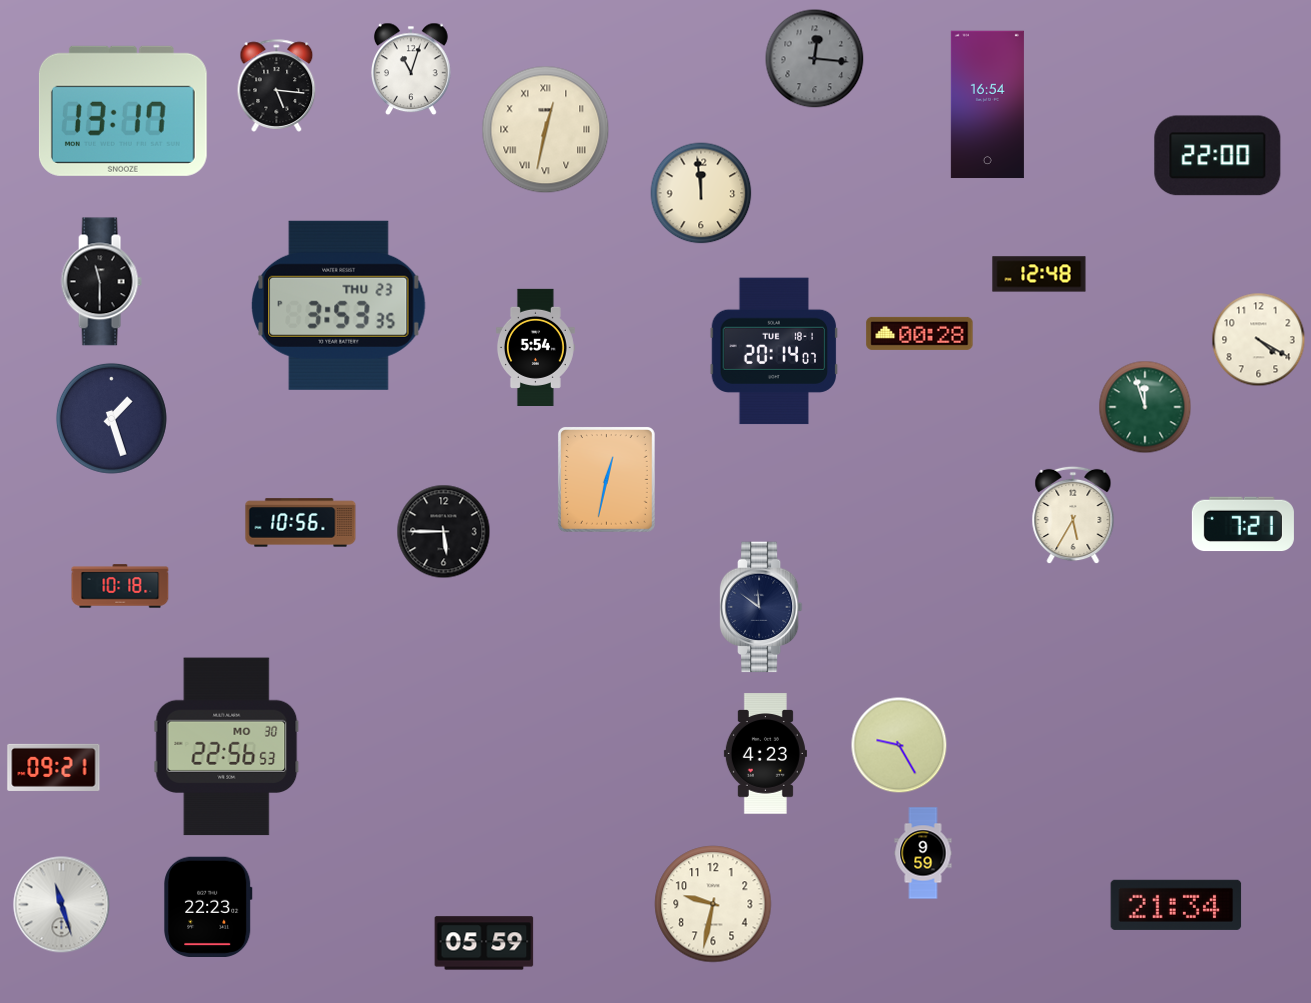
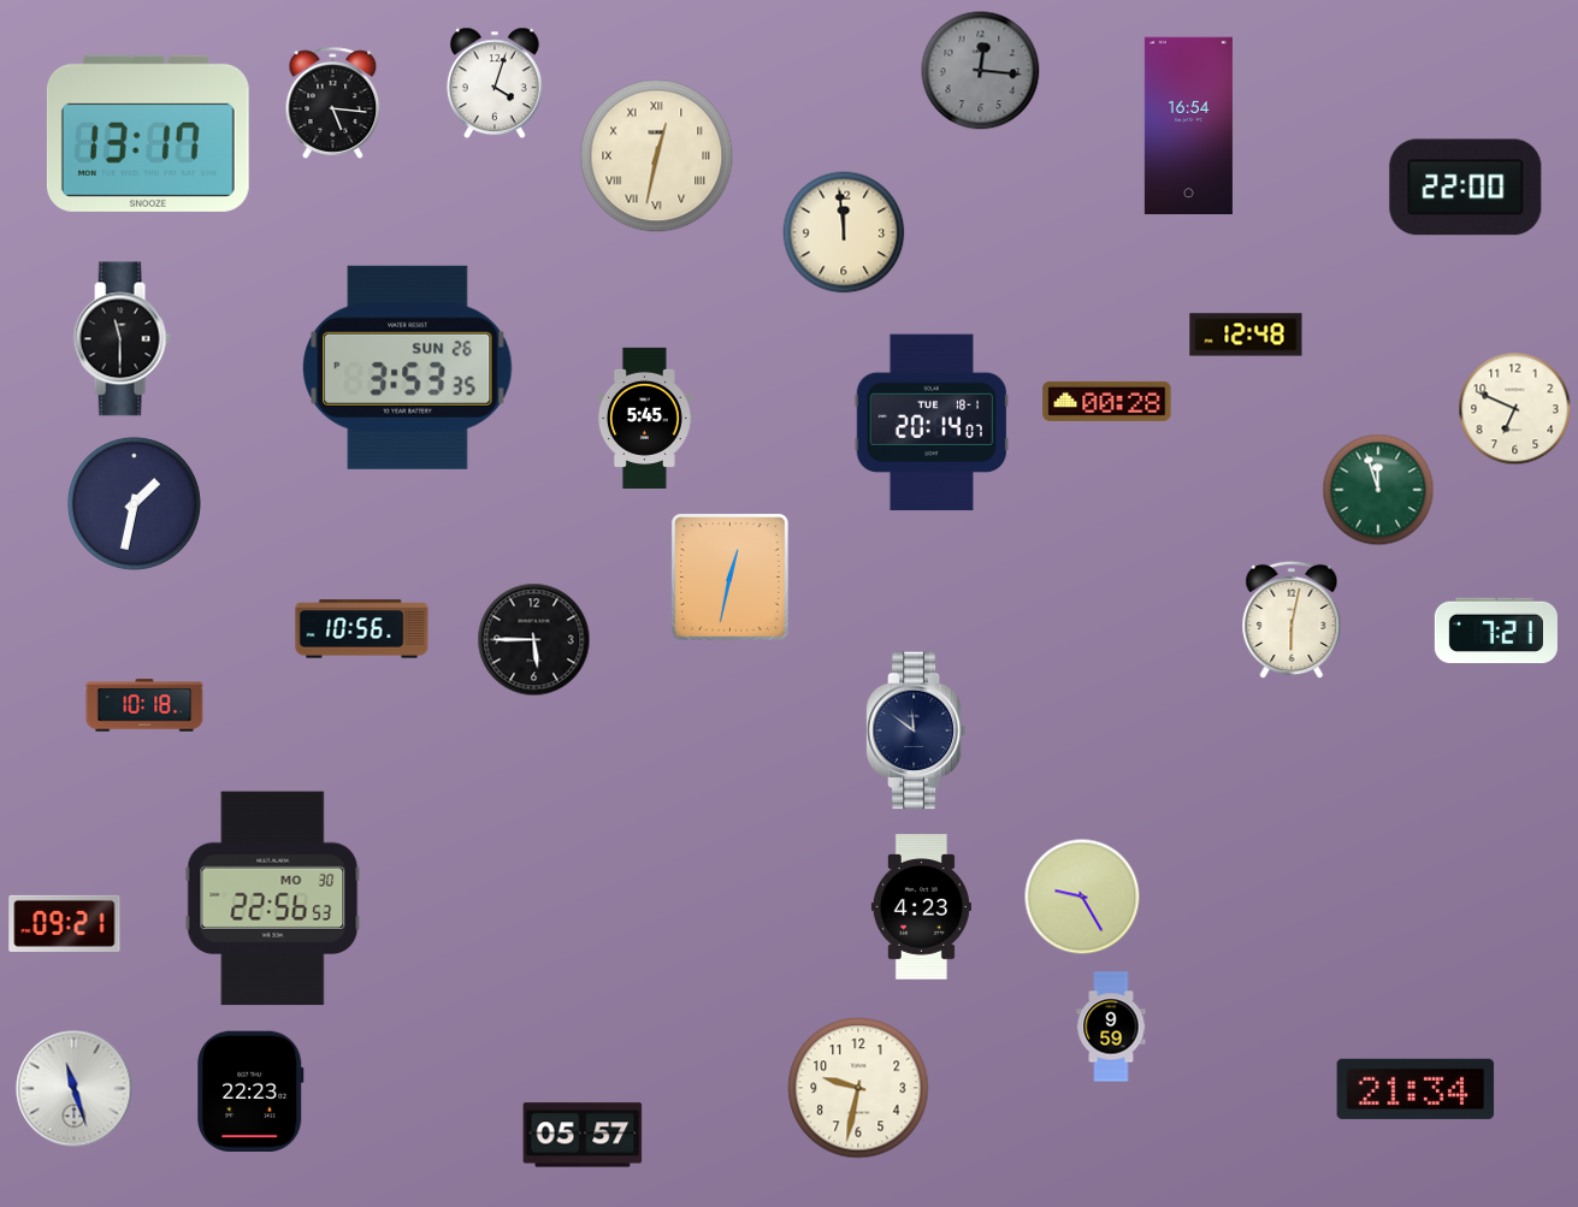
clock at (412, 69): 11:03 -> 4:03
clock at (1039, 274) position: (1039, 274) -> (1246, 335)
clock at (339, 305) date: THU 23 -> SUN 26
clock at (1259, 340): 4:20 -> 6:49
clock at (535, 347): 5:54 -> 5:45
clock at (111, 418): 1:27 -> 1:32
clock at (1073, 515): 5:35 -> 6:02
clock at (484, 943): 05:59 -> 05:57
